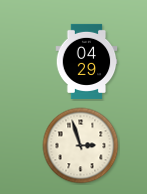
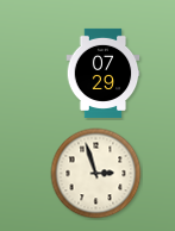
clock at (87, 61): 04:29 -> 07:29
